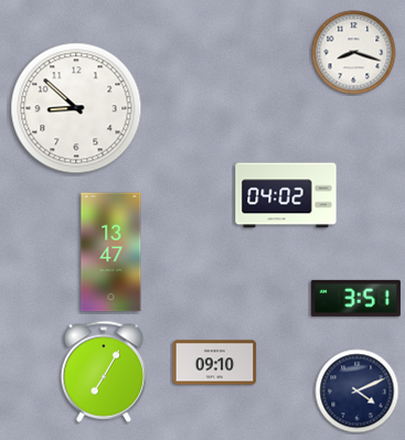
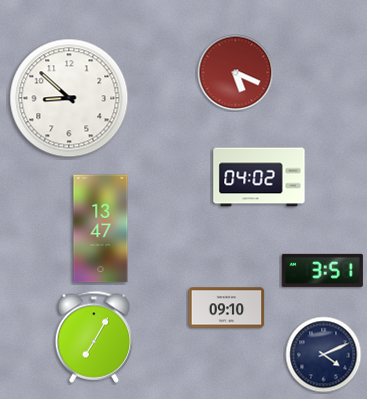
clock at (354, 53): 8:18 -> none
clock at (236, 73): none -> 5:19
clock at (215, 363) position: (215, 363) -> (227, 308)
